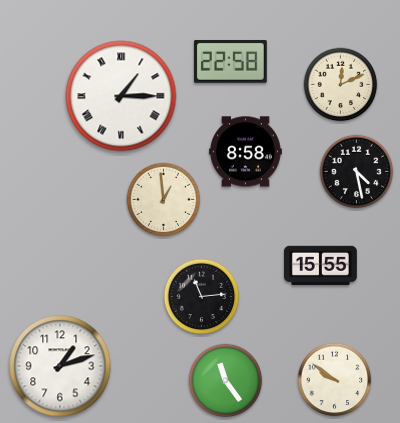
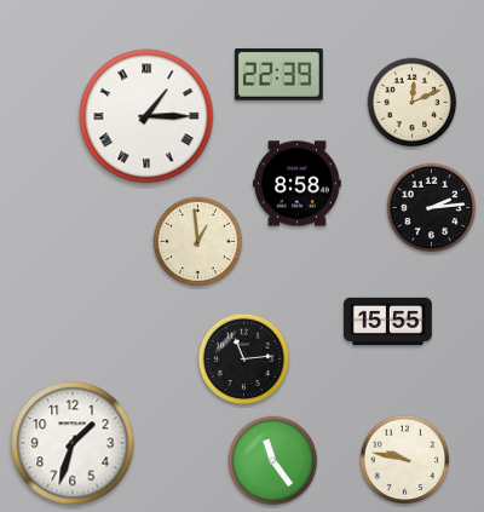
clock at (230, 61): 22:58 -> 22:39
clock at (357, 172): 4:28 -> 2:14
clock at (60, 366): 1:12 -> 1:33
clock at (335, 380): 9:51 -> 9:47
